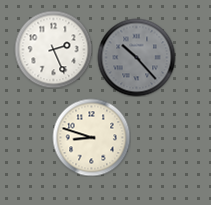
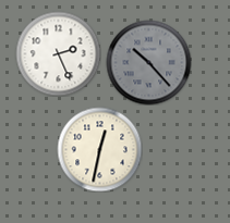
clock at (91, 137): 8:48 -> 12:32
